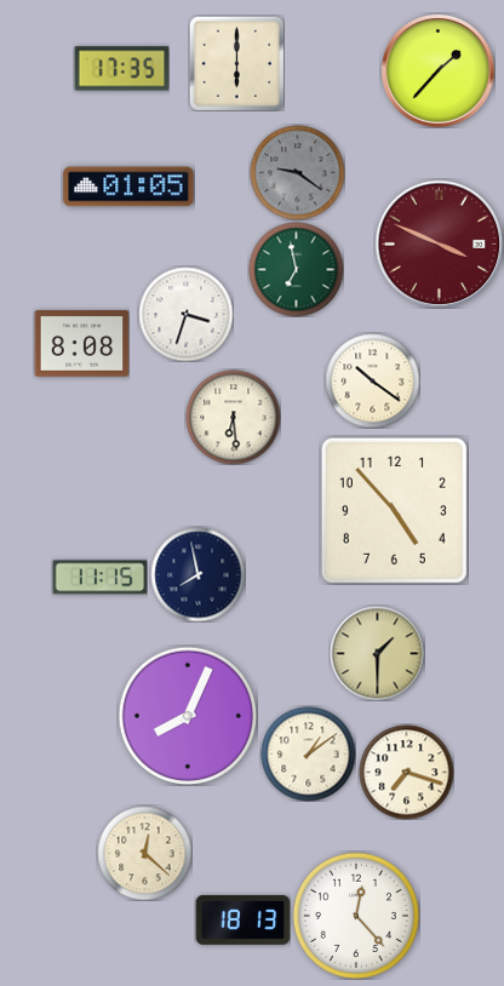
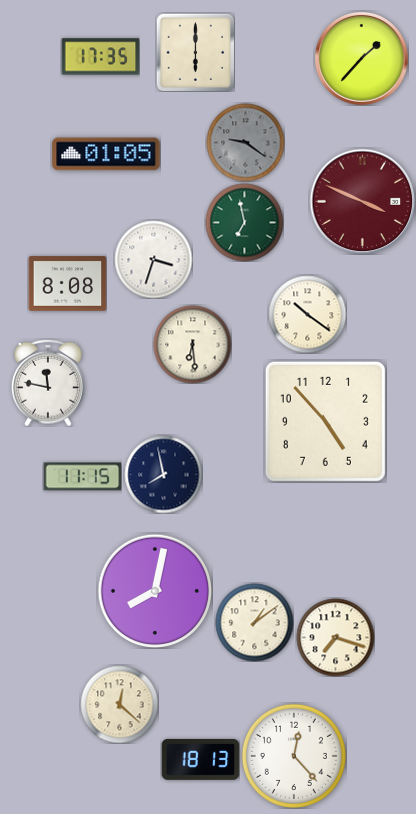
clock at (48, 383): none -> 11:47
clock at (377, 653): 1:30 -> none
clock at (188, 716): 8:04 -> 8:02
